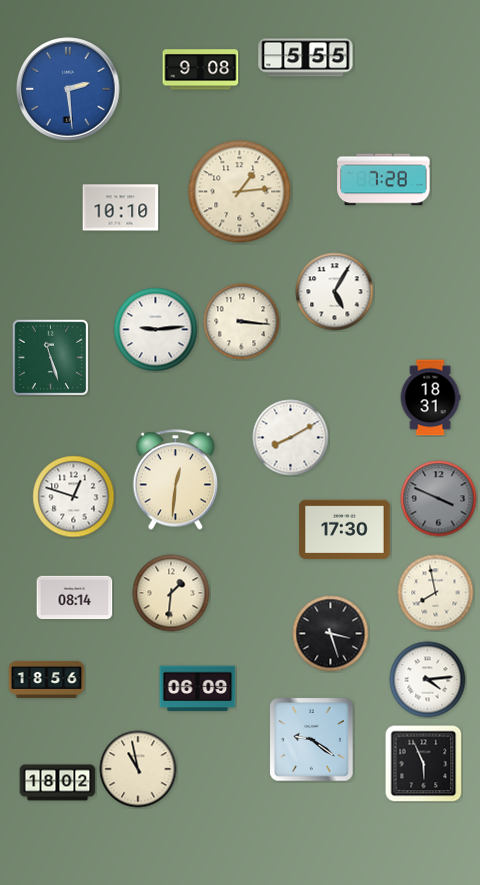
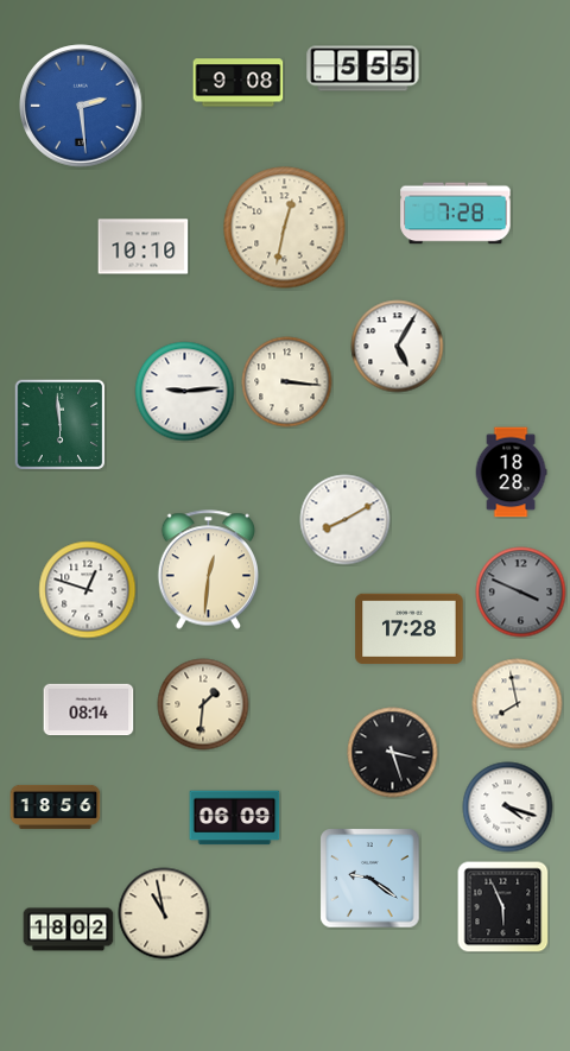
clock at (240, 192): 1:14 -> 12:32
clock at (50, 357): 11:27 -> 5:59
clock at (430, 398): 18:31 -> 18:28
clock at (345, 530): 17:30 -> 17:28
clock at (428, 680): 4:14 -> 4:18
